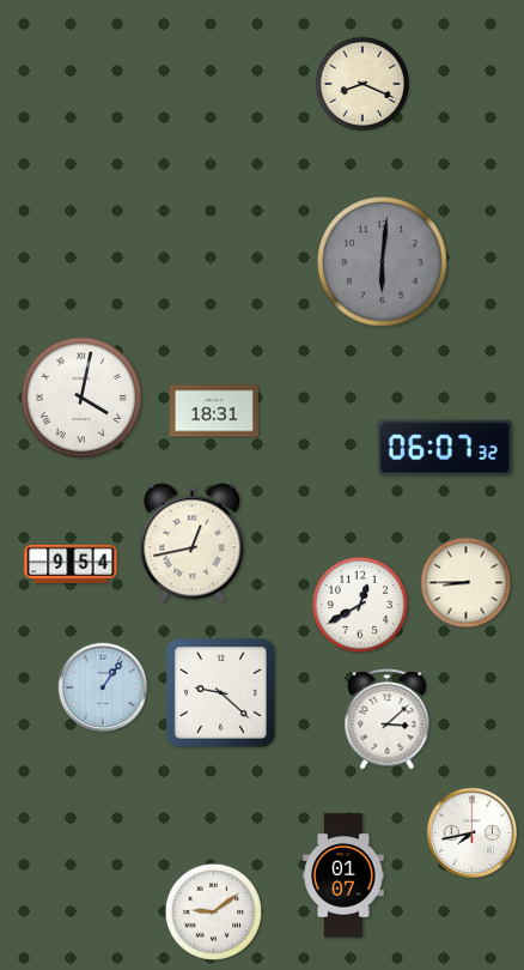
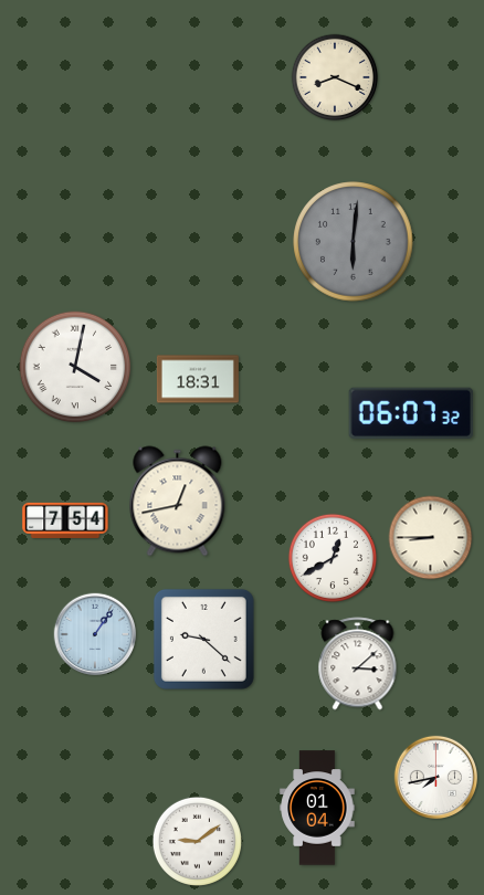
clock at (71, 564): 9:54 -> 7:54
clock at (473, 833) position: (473, 833) -> (436, 778)
clock at (343, 875): 01:07 -> 01:04
